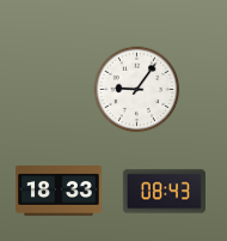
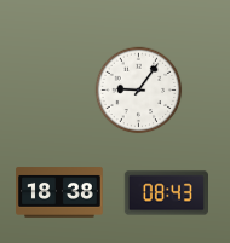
clock at (59, 191): 18:33 -> 18:38
